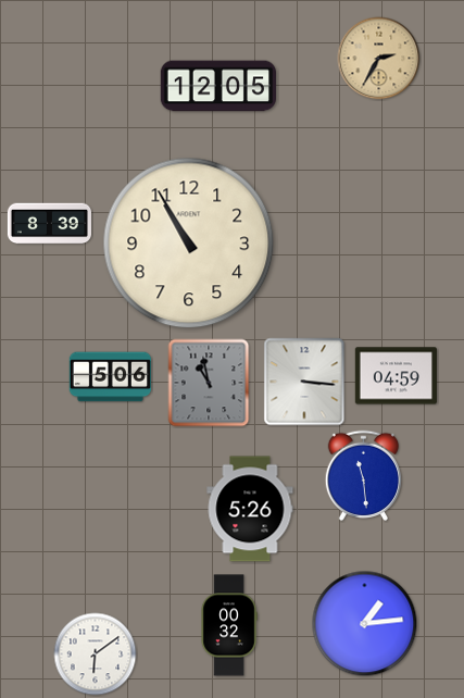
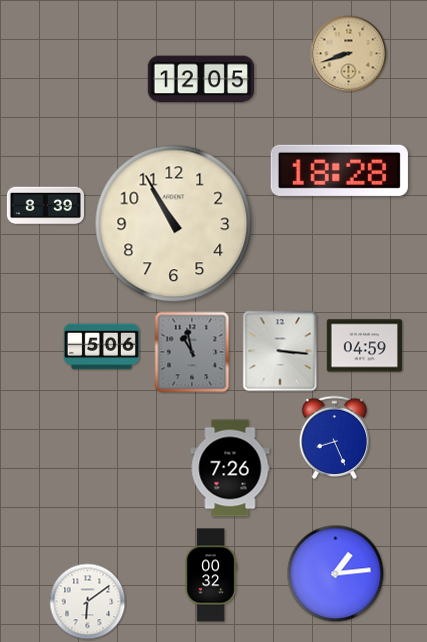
clock at (379, 59): 2:35 -> 8:42
clock at (339, 170): none -> 18:28
clock at (363, 475): 11:29 -> 8:26
clock at (250, 509): 5:26 -> 7:26
